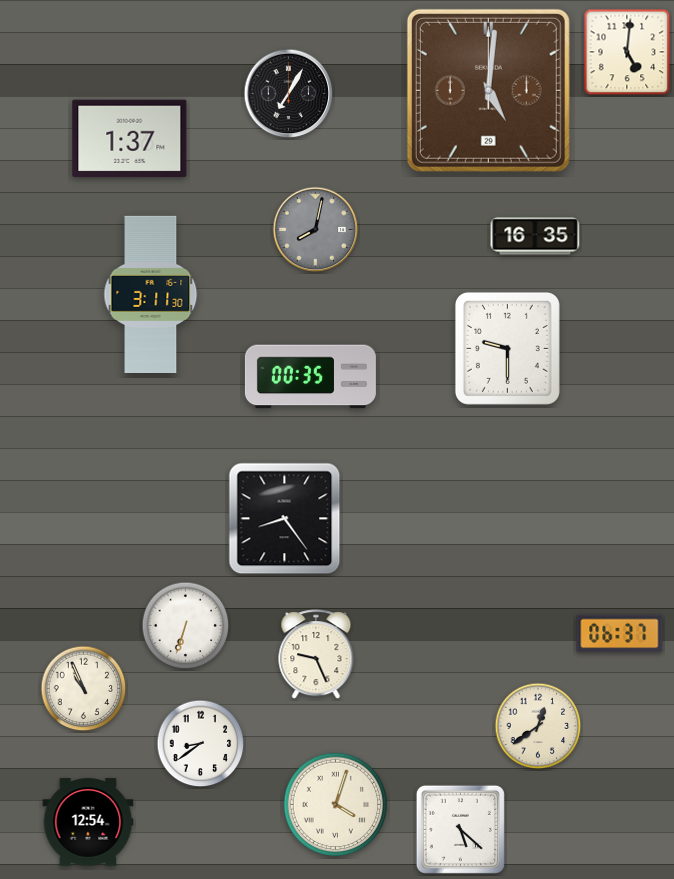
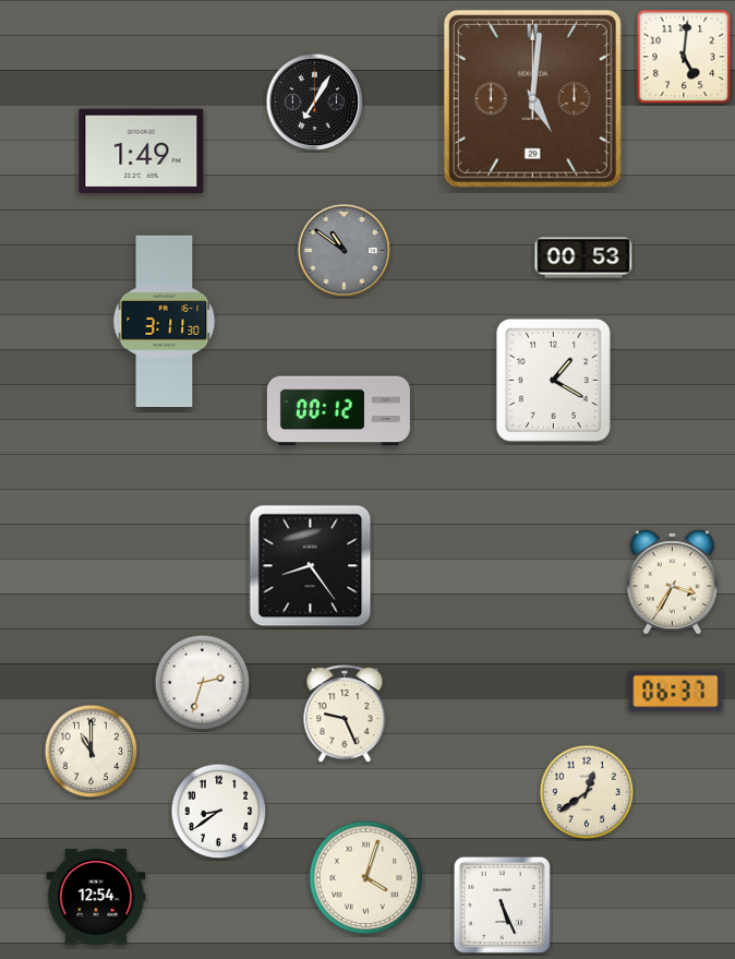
clock at (130, 139): 1:37 -> 1:49
clock at (316, 230): 8:02 -> 10:51
clock at (535, 236): 16:35 -> 00:53
clock at (507, 348): 9:30 -> 1:20
clock at (310, 377): 00:35 -> 00:12
clock at (672, 583): none -> 3:35
clock at (186, 626): 6:33 -> 2:33
clock at (84, 689): 10:56 -> 11:00
clock at (460, 829): 5:22 -> 5:26
